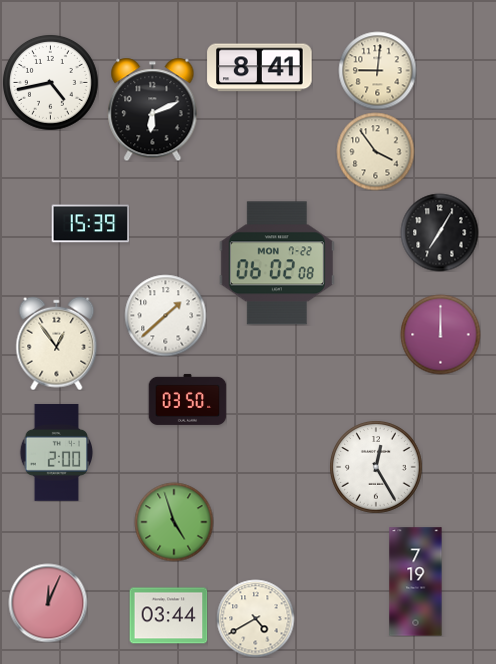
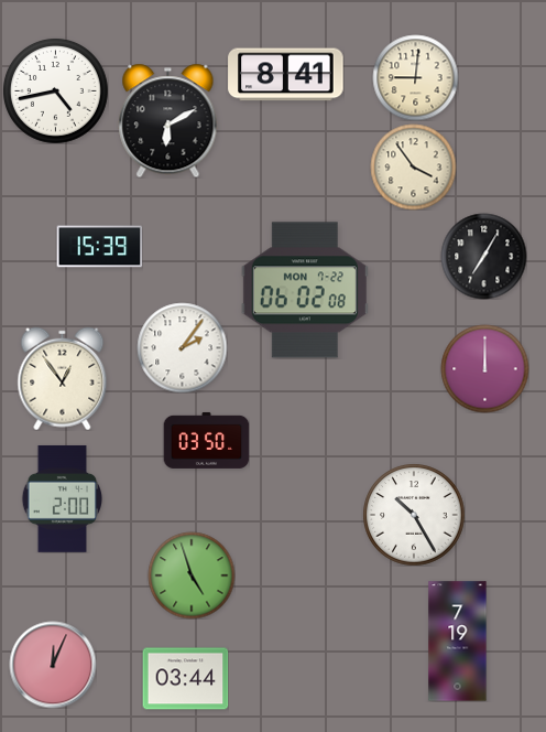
clock at (153, 109): 6:11 -> 6:10
clock at (165, 315): 1:38 -> 2:06
clock at (376, 467): 12:25 -> 10:25
clock at (255, 618): 4:40 -> none
